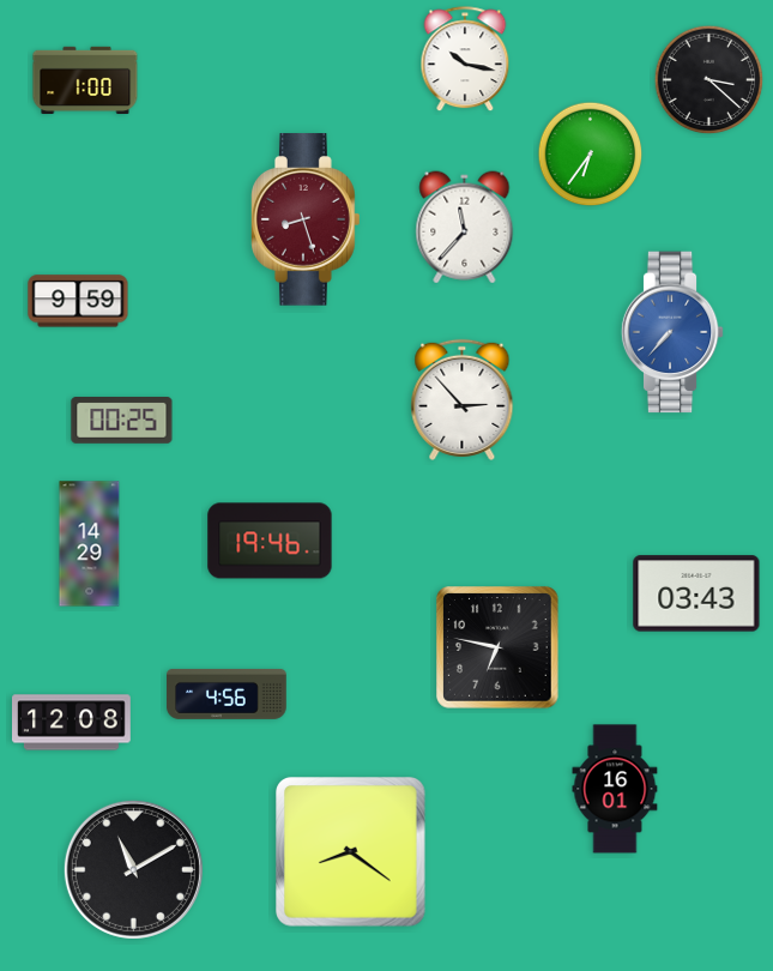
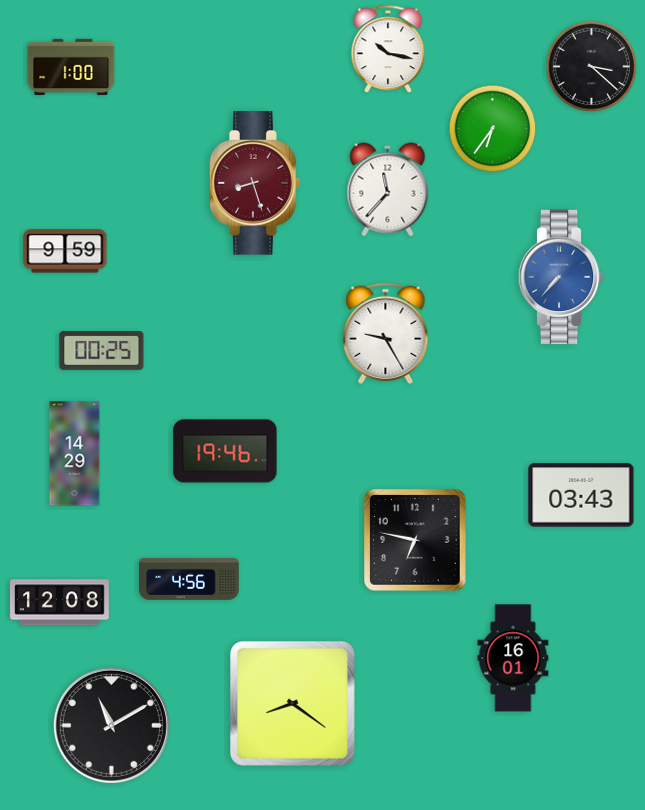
clock at (463, 399): 2:53 -> 9:25
clock at (351, 852) position: (351, 852) -> (293, 704)
